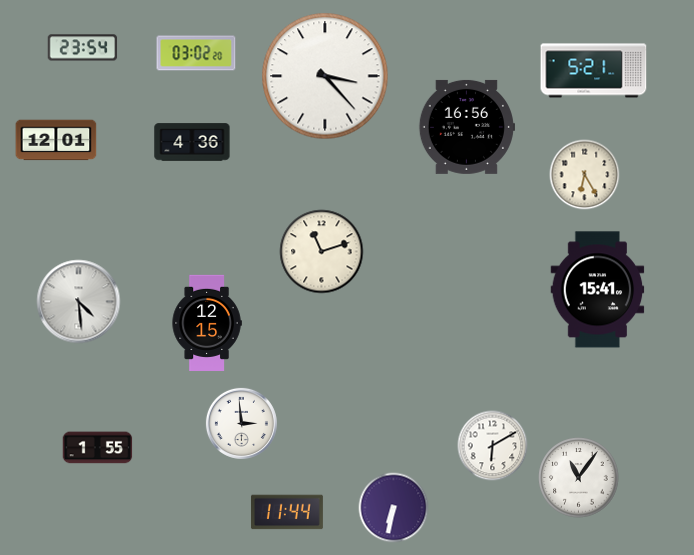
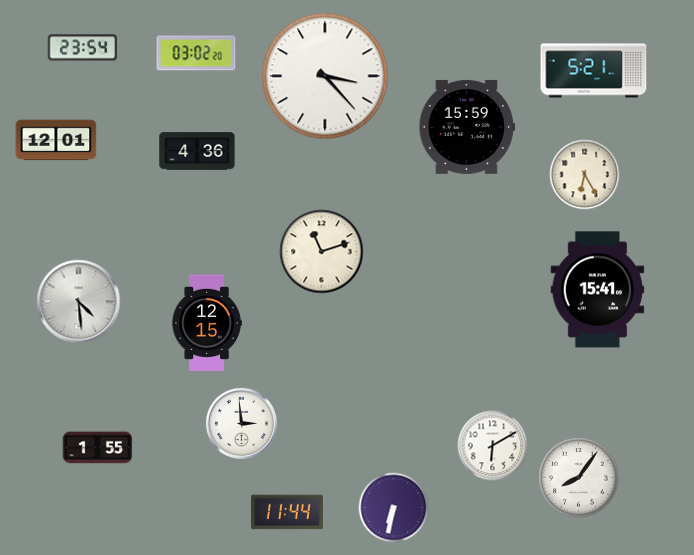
clock at (467, 127): 16:56 -> 15:59
clock at (192, 142) position: (192, 142) -> (197, 151)
clock at (579, 478): 11:06 -> 8:06
